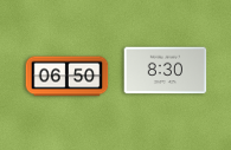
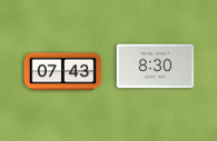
clock at (68, 77): 06:50 -> 07:43
